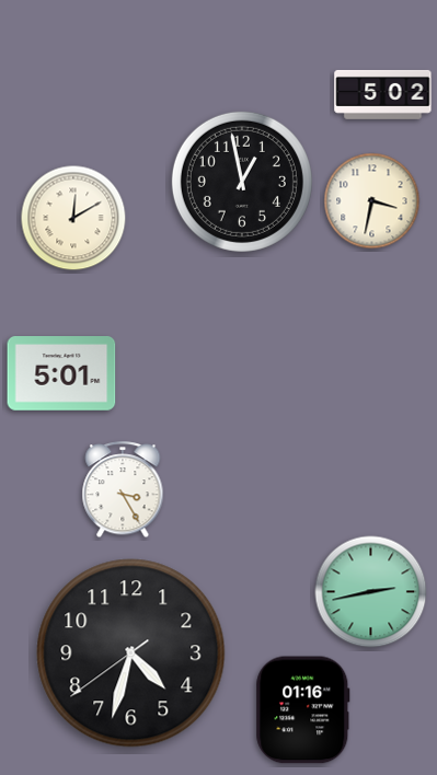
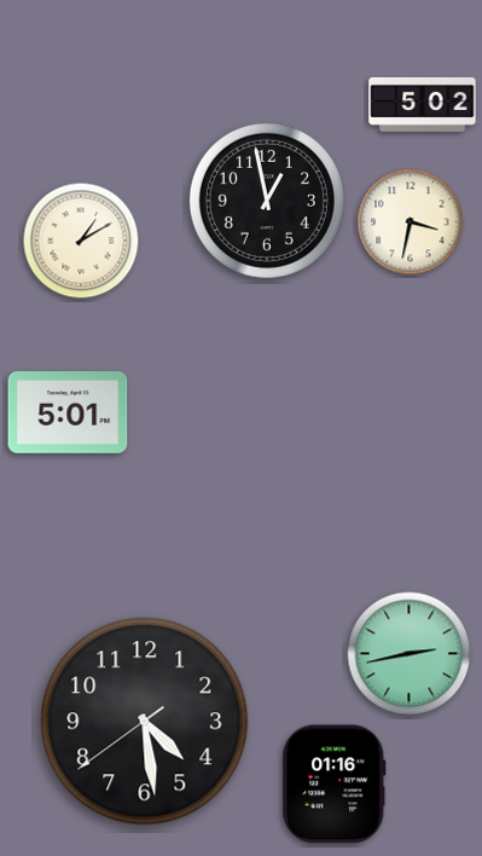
clock at (73, 218): 12:10 -> 1:10
clock at (123, 490): 3:25 -> none
clock at (131, 653): 4:32 -> 4:28
